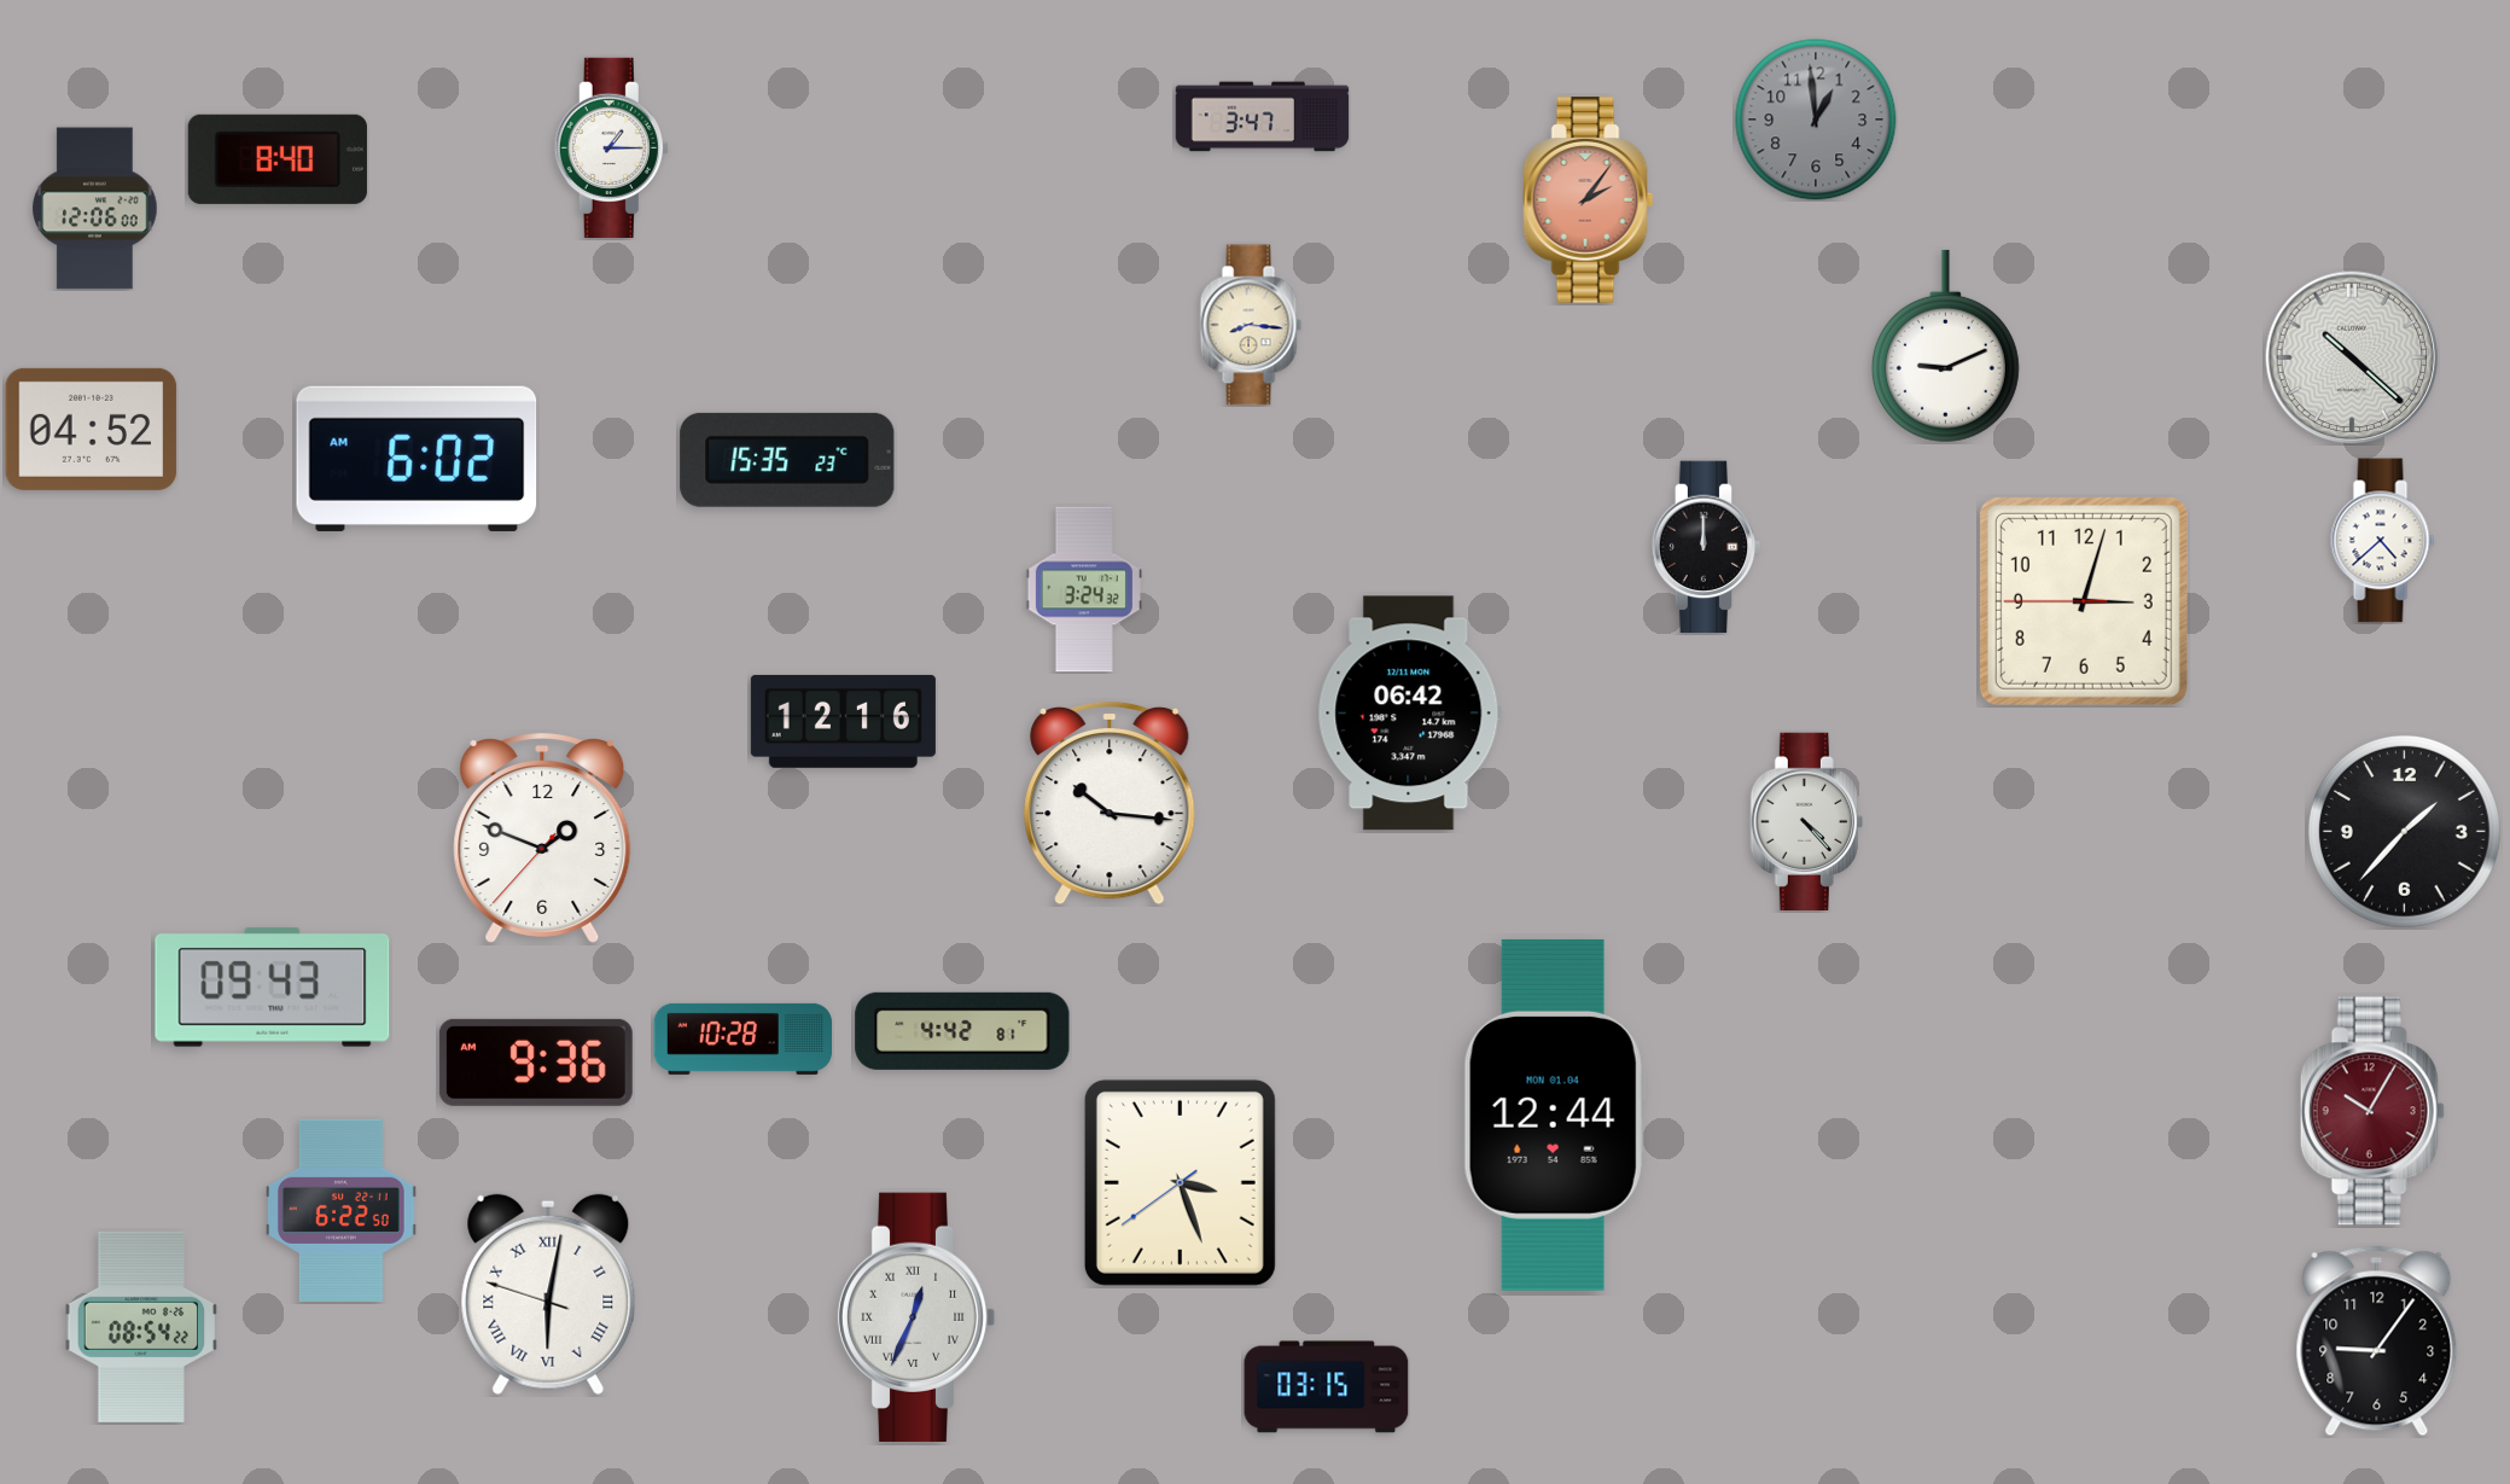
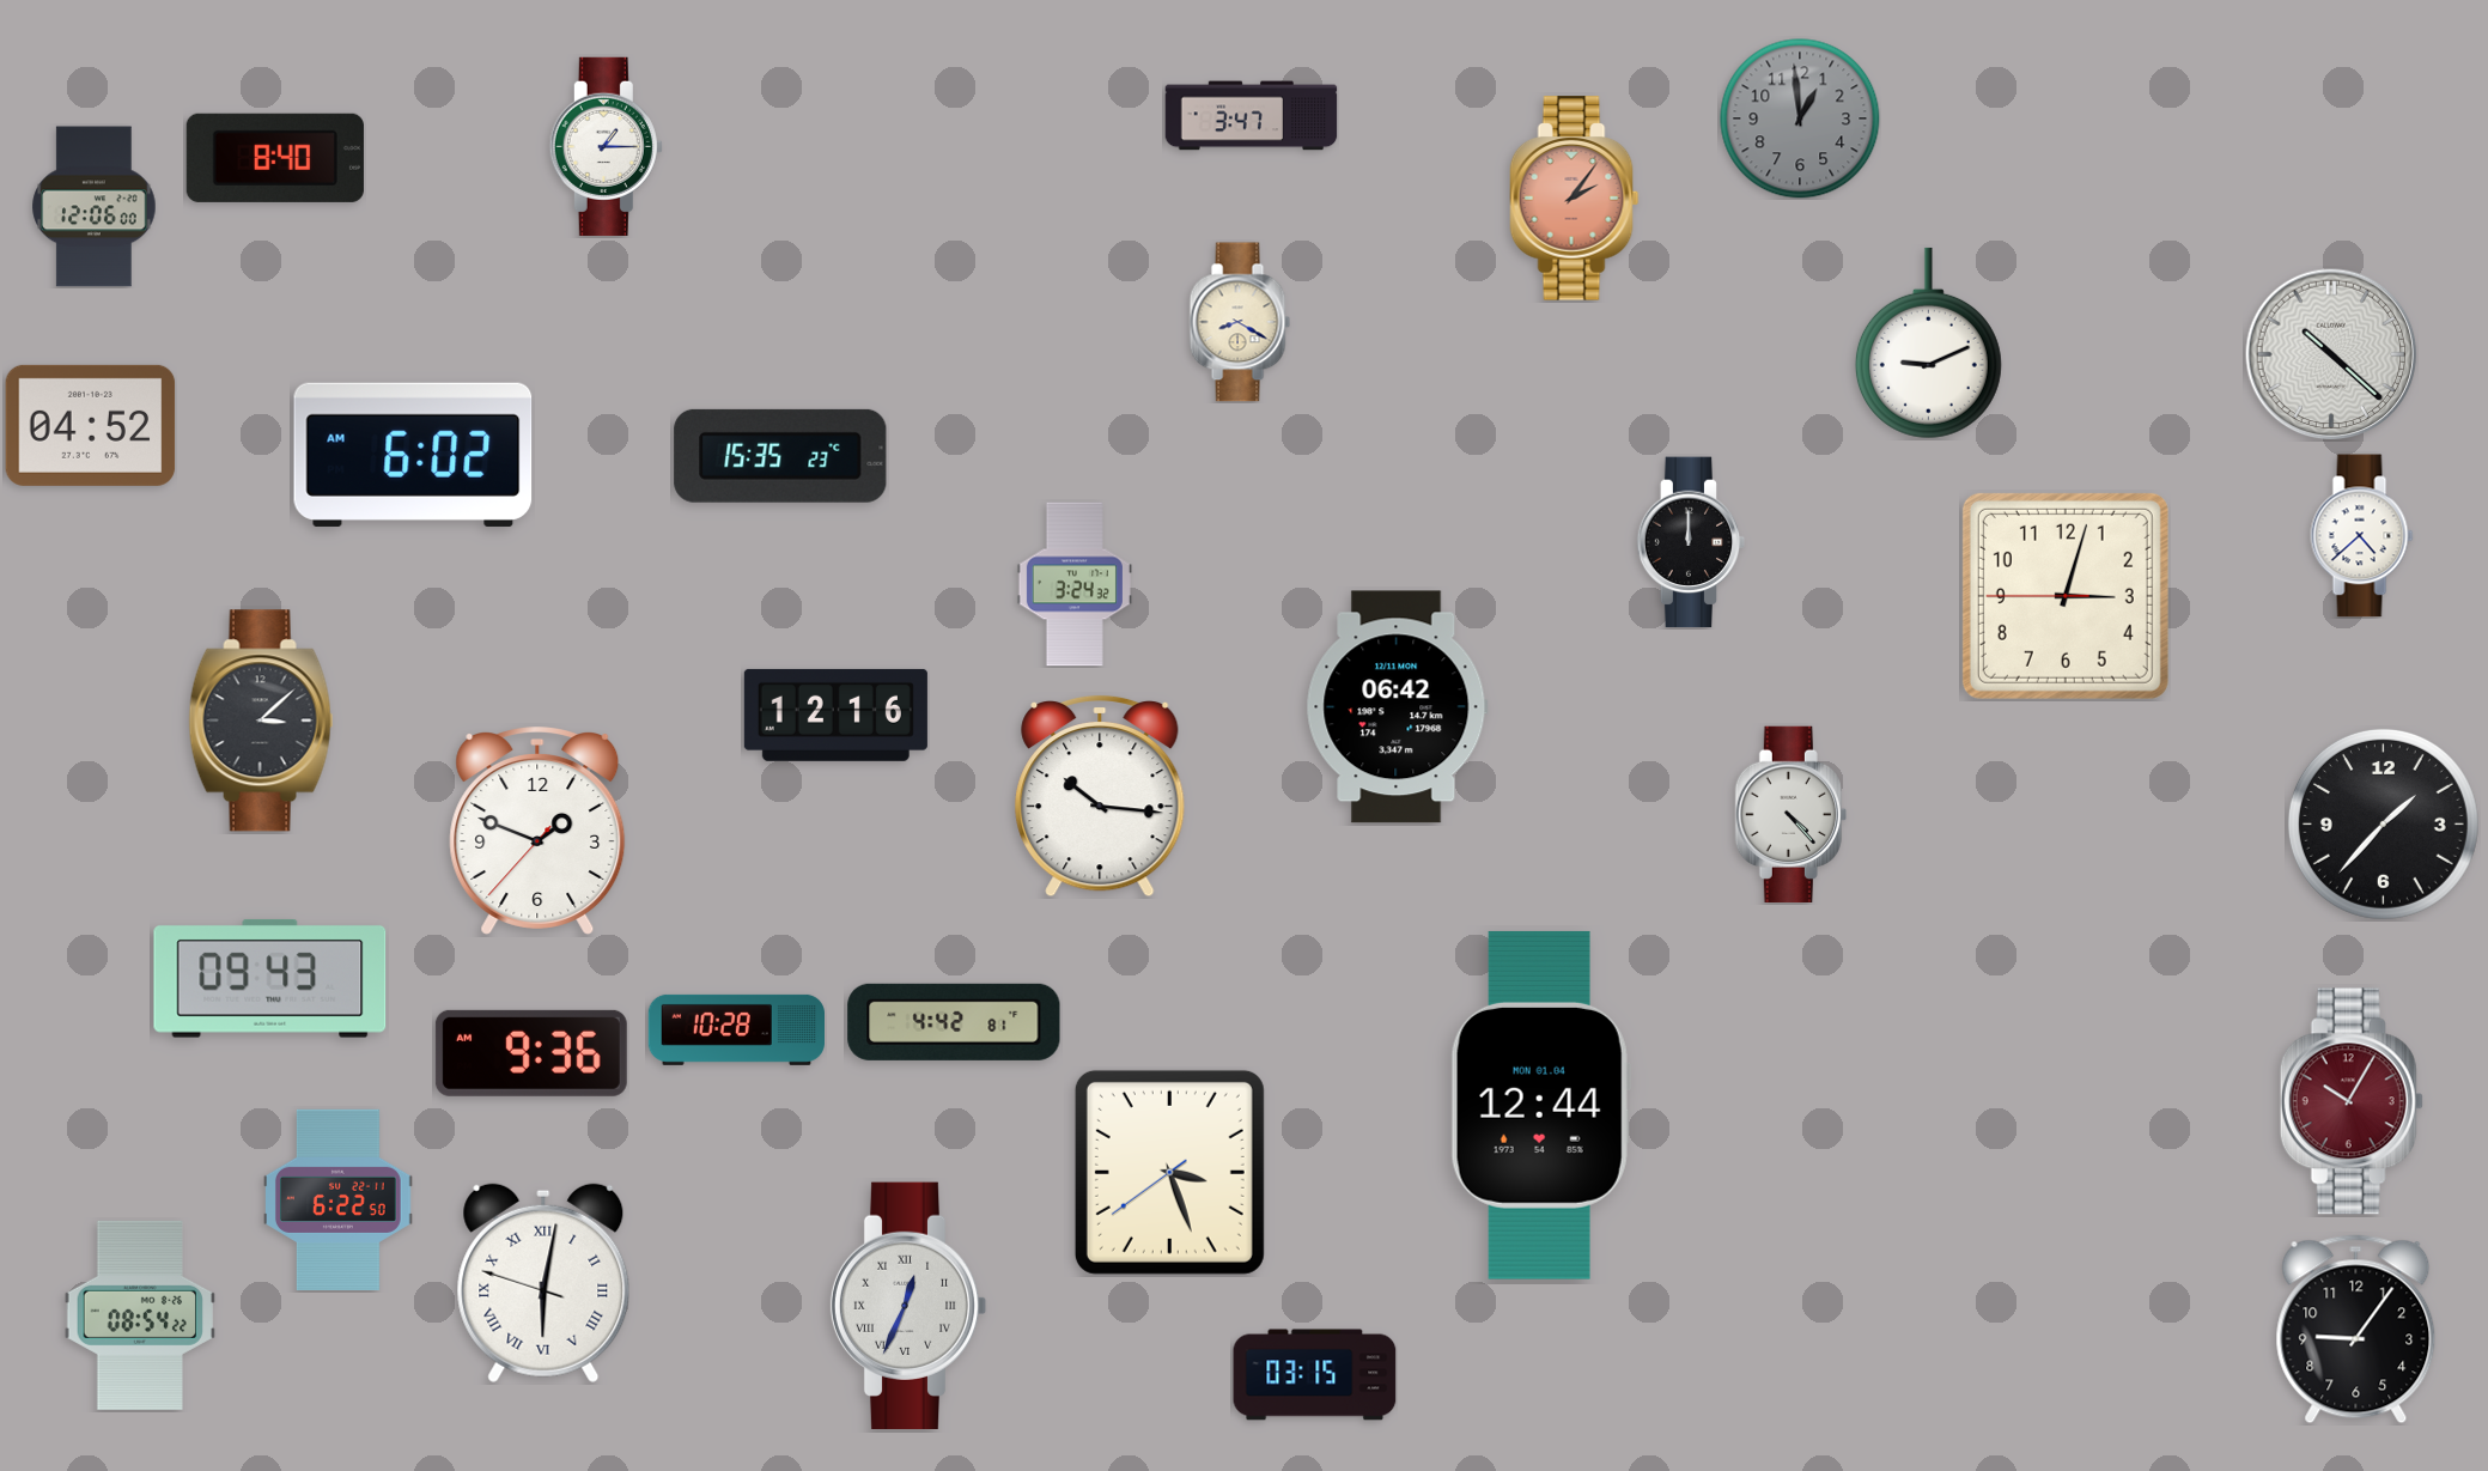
clock at (1251, 325): 8:16 -> 8:20
clock at (261, 721): none -> 3:08
